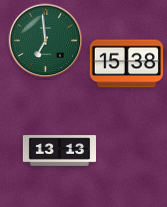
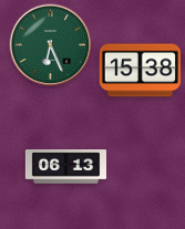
clock at (46, 41): 6:59 -> 6:26
clock at (59, 151): 13:13 -> 06:13
